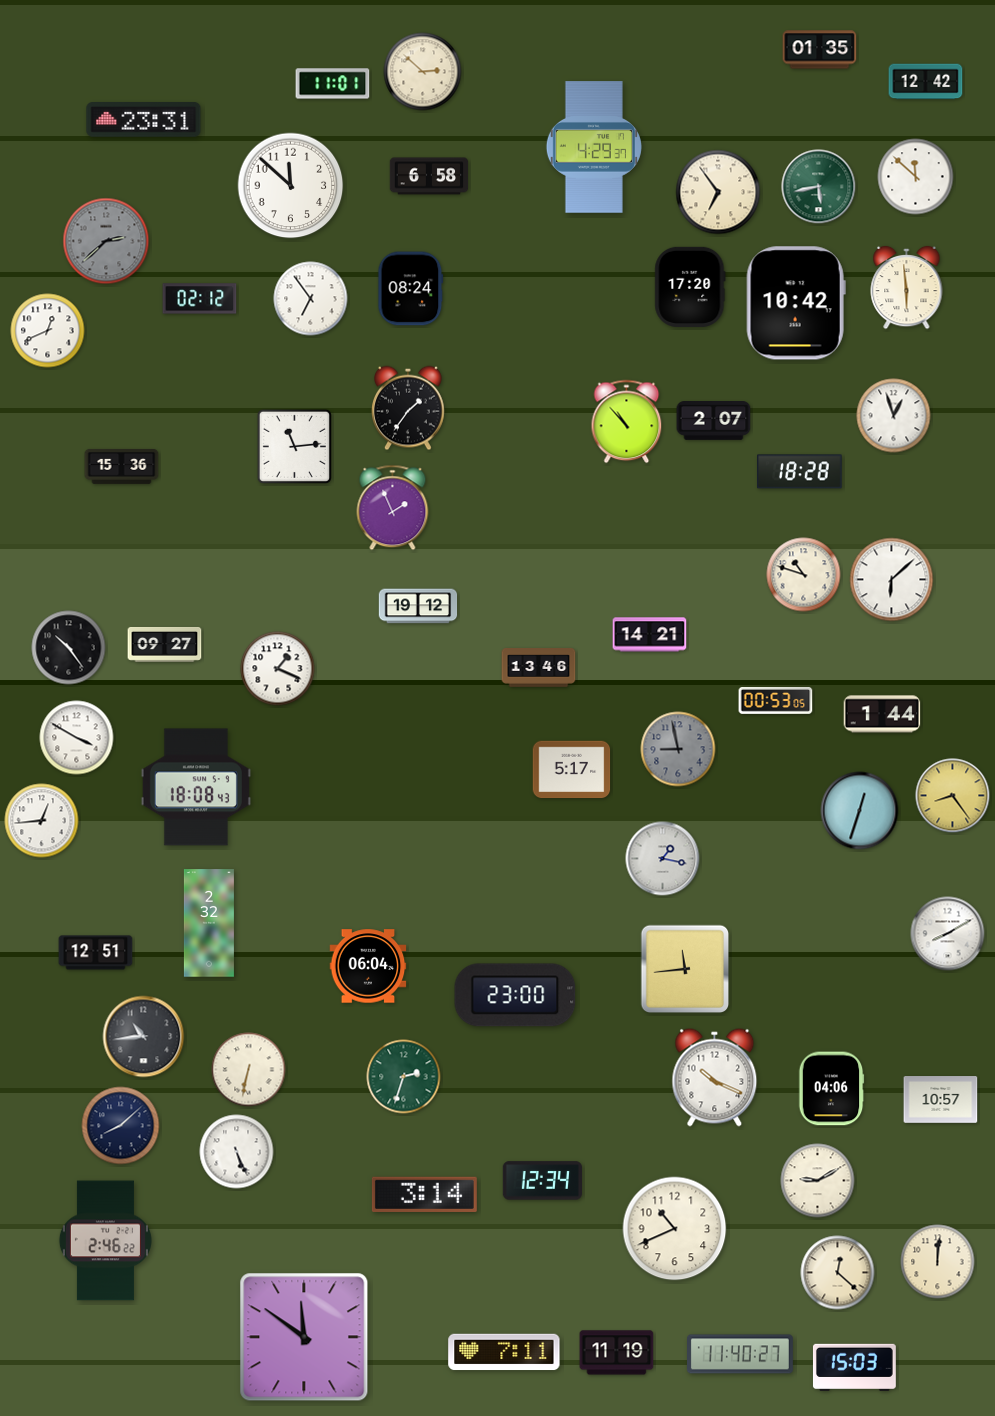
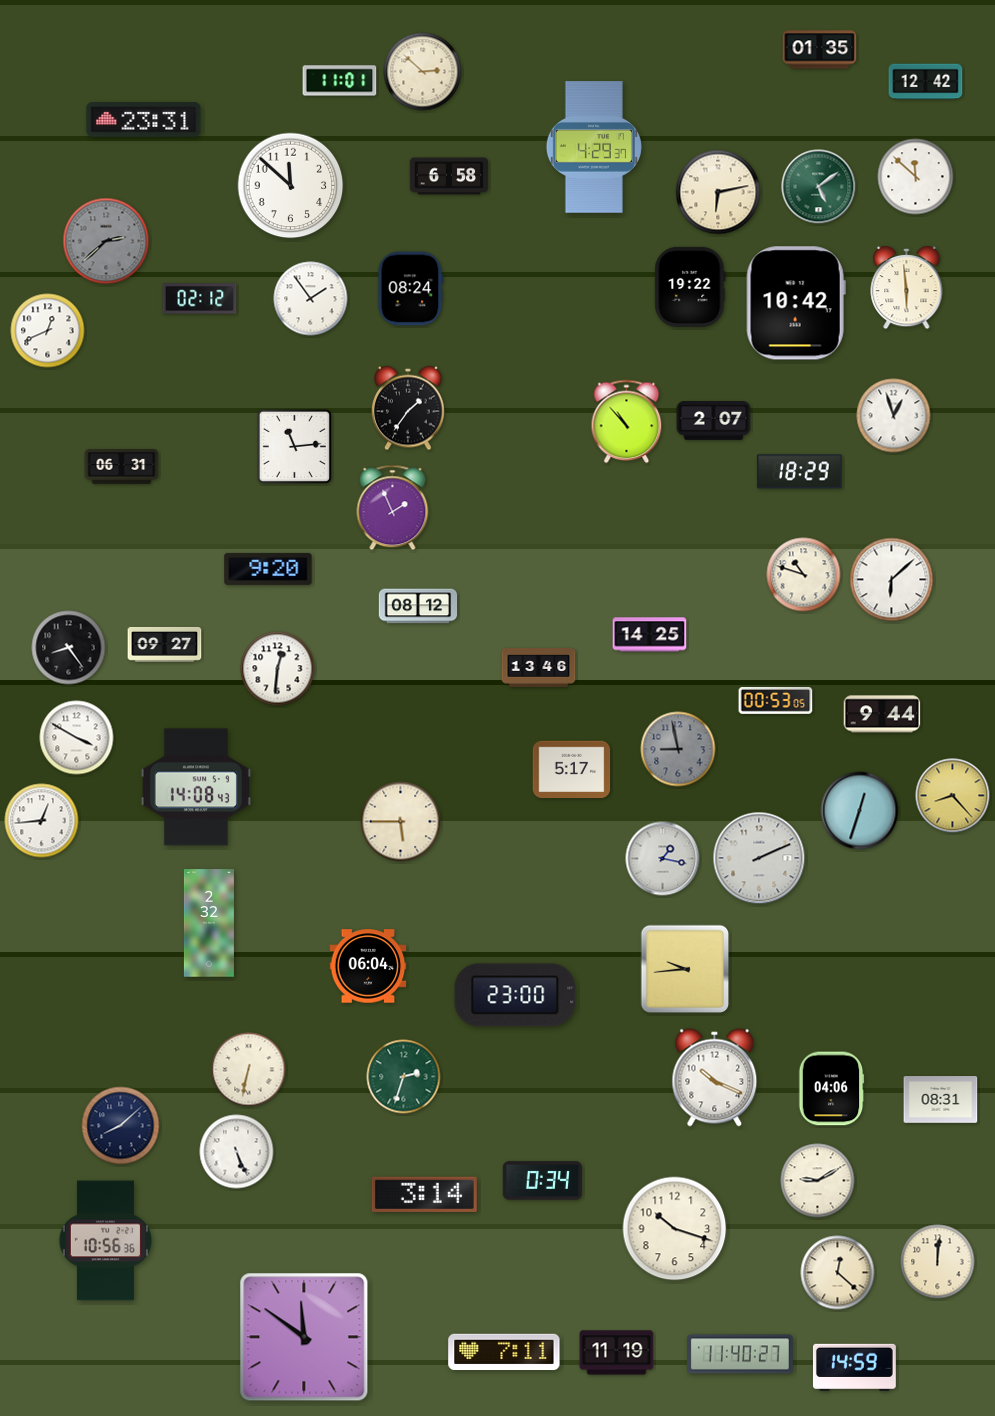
clock at (333, 84) position: (333, 84) -> (340, 81)
clock at (429, 176) position: (429, 176) -> (449, 176)
clock at (819, 187): 5:43 -> 5:09
clock at (718, 192): 6:54 -> 6:13
clock at (690, 287): 17:20 -> 19:22
clock at (311, 299): 6:54 -> 1:54
clock at (122, 466): 15:36 -> 06:31
clock at (800, 472): 18:28 -> 18:29
clock at (268, 569): none -> 9:20
clock at (418, 606): 19:12 -> 08:12
clock at (650, 635): 14:21 -> 14:25
clock at (69, 648): 10:24 -> 8:24
clock at (278, 669): 1:19 -> 12:31
clock at (882, 714): 1:44 -> 9:44
clock at (196, 787): 18:08 -> 14:08
clock at (953, 796): 8:24 -> 8:23
clock at (401, 822): none -> 5:45
clock at (759, 858): none -> 2:11
clock at (948, 934): 8:10 -> none
clock at (96, 953): 12:51 -> none
clock at (685, 969): 11:44 -> 9:44
clock at (144, 1037): 10:44 -> none
clock at (941, 1100): 10:57 -> 08:31
clock at (542, 1181): 12:34 -> 0:34
clock at (675, 1229): 10:41 -> 10:18
clock at (105, 1241): 2:46 -> 10:56
clock at (854, 1367): 15:03 -> 14:59
